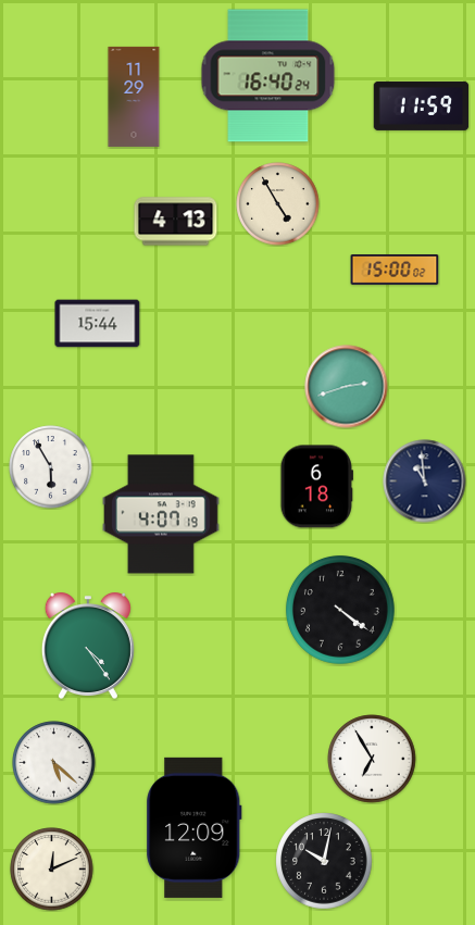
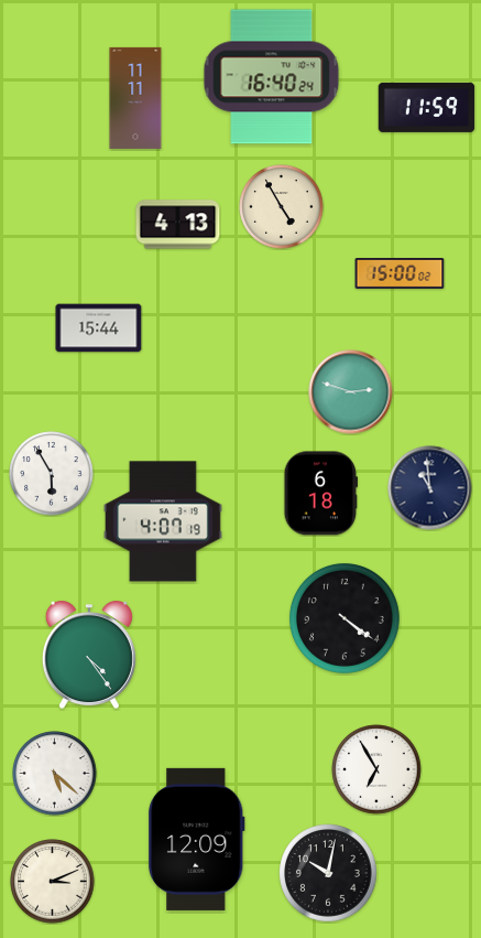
clock at (134, 97): 11:29 -> 11:11
clock at (347, 387): 2:42 -> 2:48
clock at (52, 870): 12:11 -> 3:11
